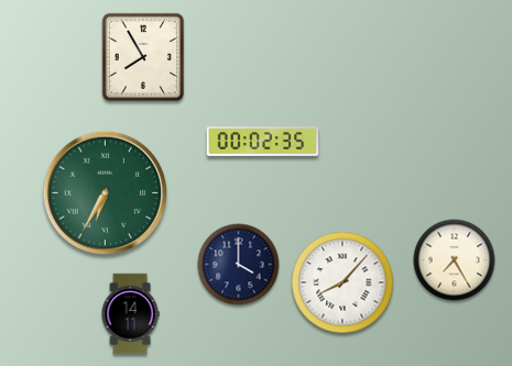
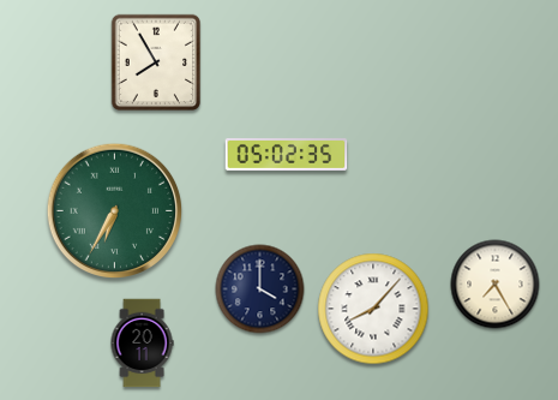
clock at (263, 142): 00:02 -> 05:02
clock at (130, 314): 14:11 -> 20:11
